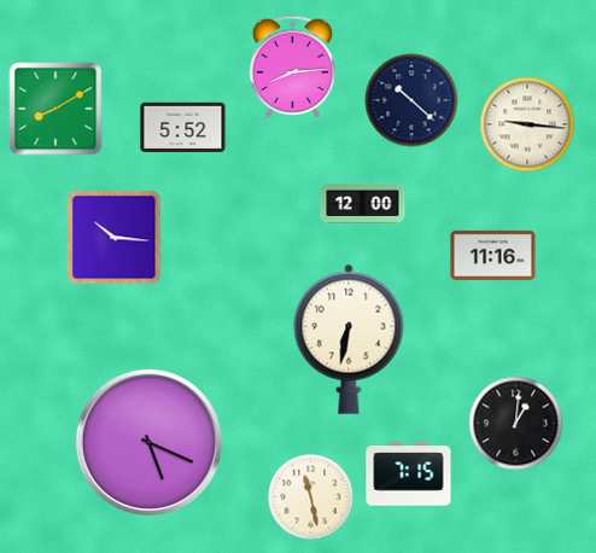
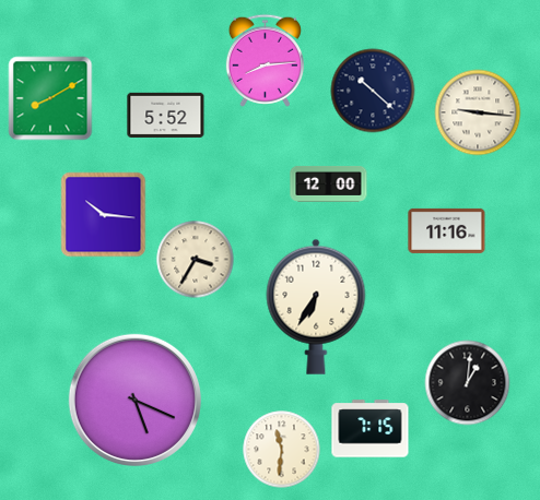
clock at (196, 260): none -> 3:35
clock at (349, 339): 6:32 -> 6:35
clock at (311, 497): 11:28 -> 11:31
